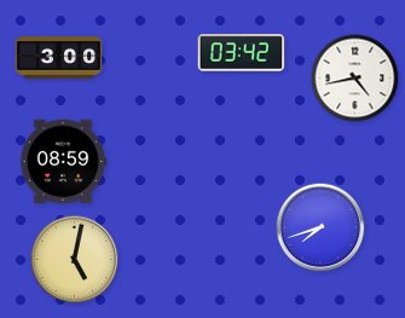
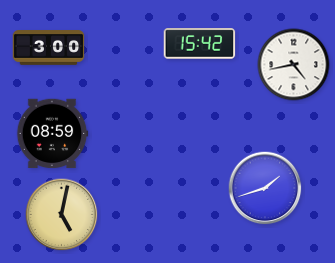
clock at (242, 53): 03:42 -> 15:42
clock at (320, 227): 7:42 -> 1:42
